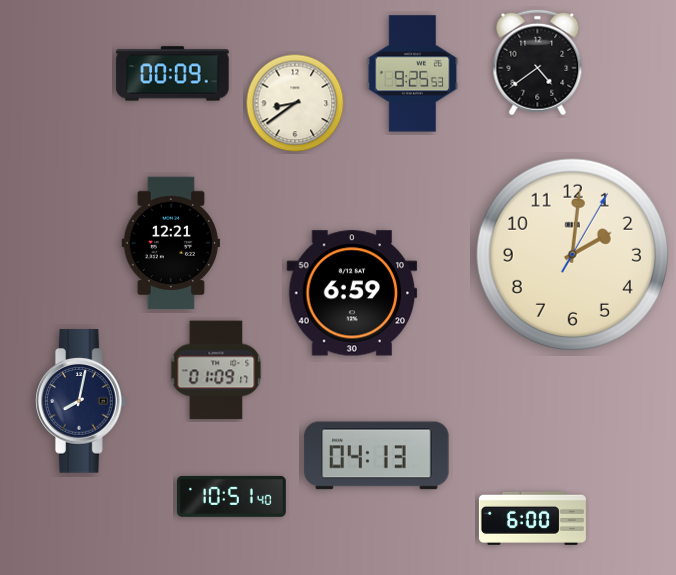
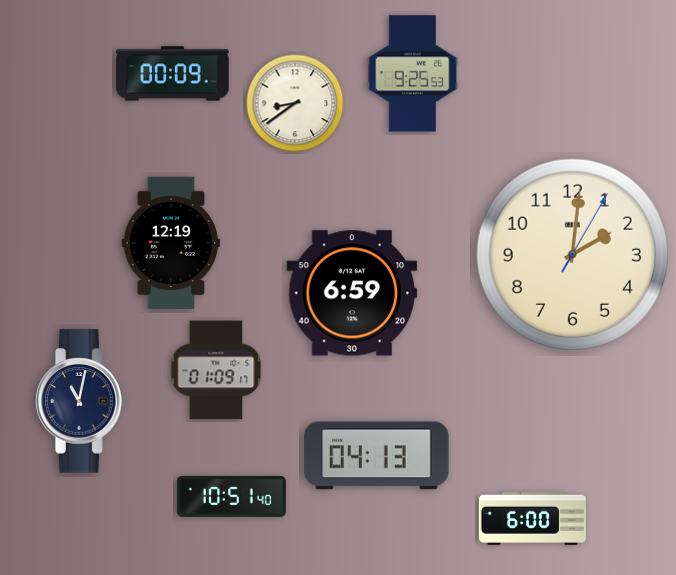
clock at (538, 63): 4:39 -> none
clock at (170, 243): 12:21 -> 12:19
clock at (81, 401): 8:02 -> 11:02
